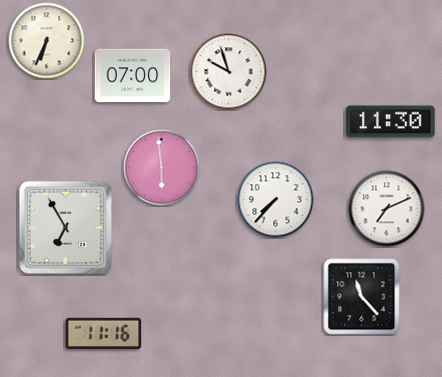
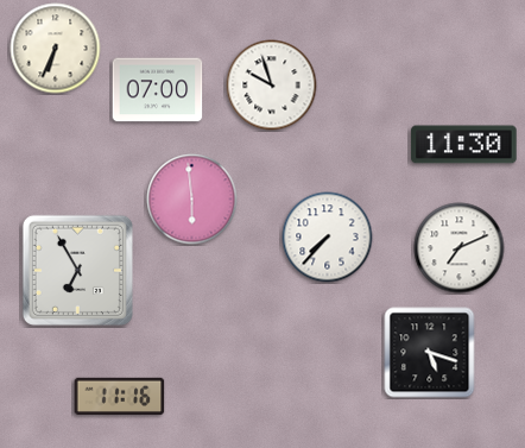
clock at (362, 297): 11:23 -> 5:18
clock at (104, 333) position: (104, 333) -> (120, 396)
